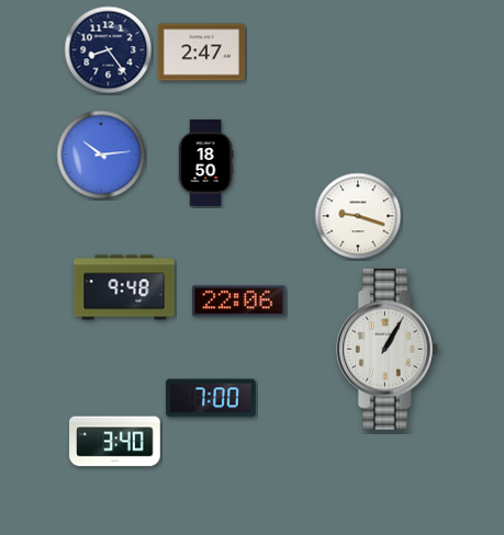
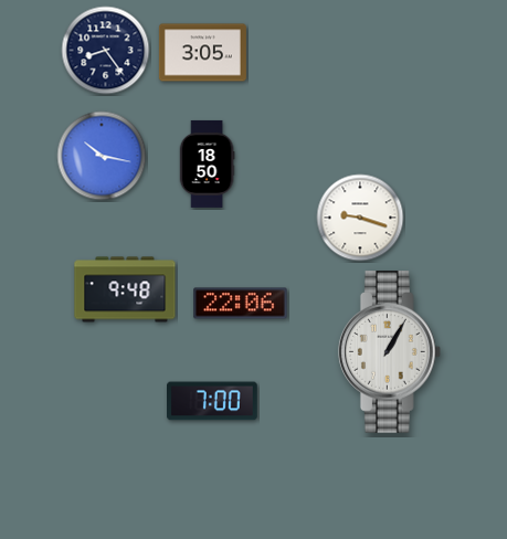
clock at (109, 50) position: (109, 50) -> (106, 51)
clock at (201, 53): 2:47 -> 3:05
clock at (101, 155): 10:14 -> 10:17
clock at (115, 442): 3:40 -> none
